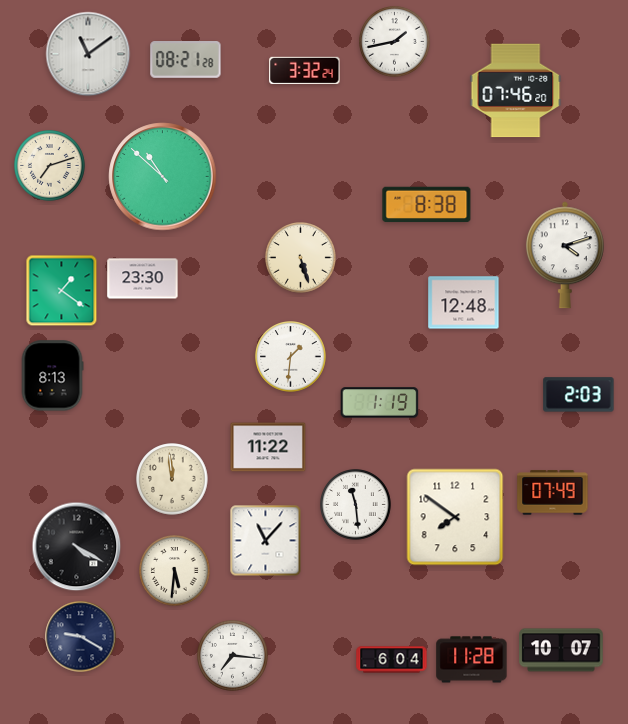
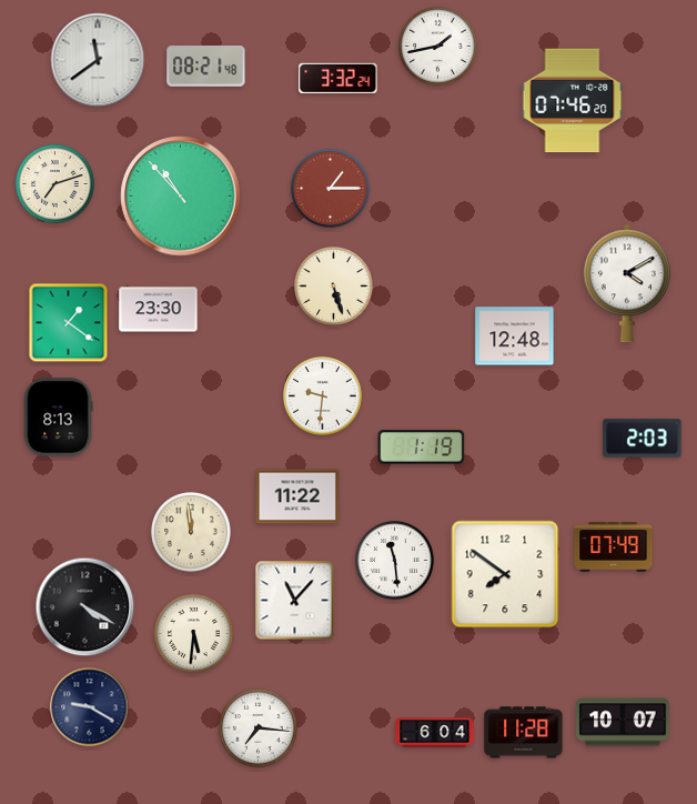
clock at (88, 54): 11:09 -> 11:39
clock at (186, 60): 08:21:28 -> 08:21:48
clock at (331, 189): none -> 1:15
clock at (163, 177): 10:52 -> 10:53
clock at (427, 205): 8:38 -> none
clock at (565, 255): 4:12 -> 4:10
clock at (291, 357): 1:31 -> 9:31
